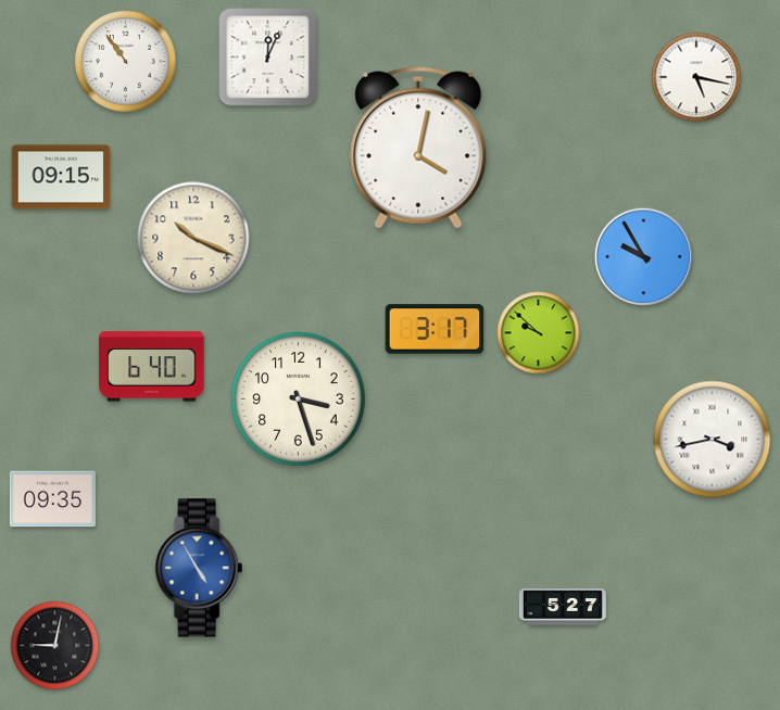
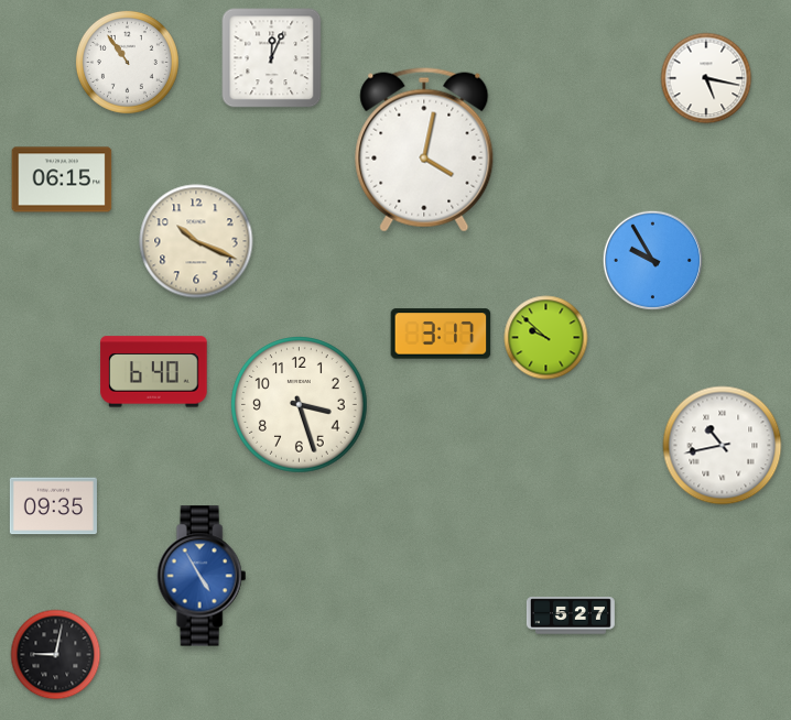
clock at (61, 177): 09:15 -> 06:15
clock at (299, 400) position: (299, 400) -> (300, 405)
clock at (713, 440): 3:43 -> 10:43
